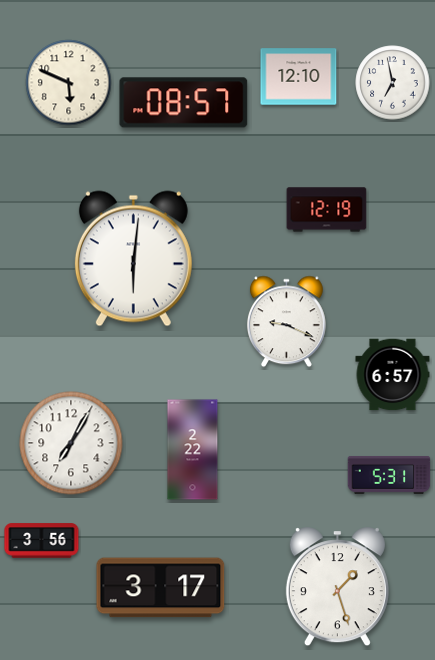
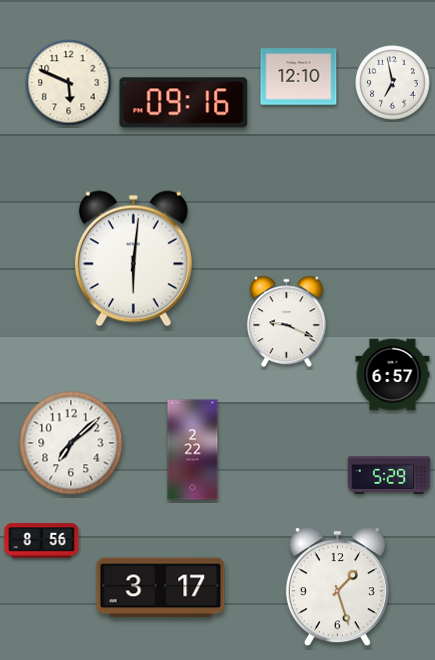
clock at (184, 103): 08:57 -> 09:16
clock at (327, 210): 12:19 -> none
clock at (71, 443): 7:05 -> 7:08
clock at (389, 475): 5:31 -> 5:29
clock at (42, 541): 3:56 -> 8:56
